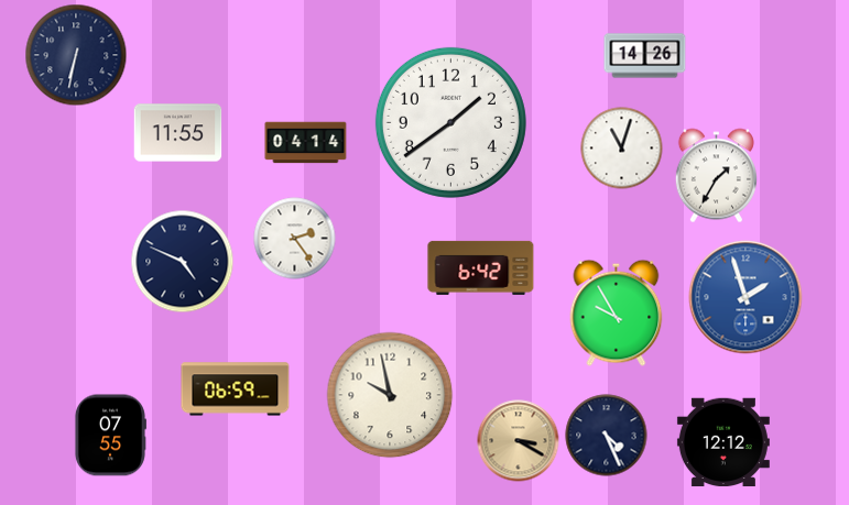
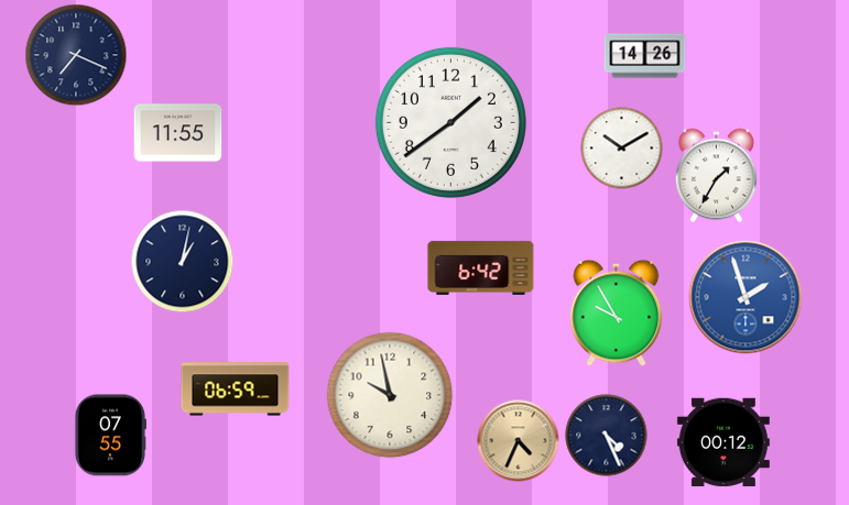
clock at (76, 55): 6:32 -> 7:19
clock at (306, 143): 04:14 -> none
clock at (622, 149): 11:03 -> 10:10
clock at (295, 239): 2:24 -> none
clock at (183, 262): 4:49 -> 1:02
clock at (519, 441): 3:20 -> 4:34
clock at (723, 442): 12:12 -> 00:12
